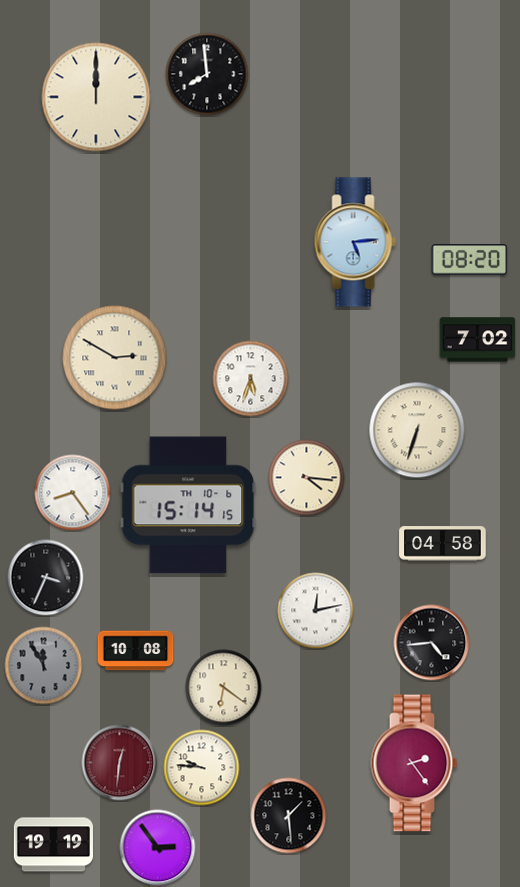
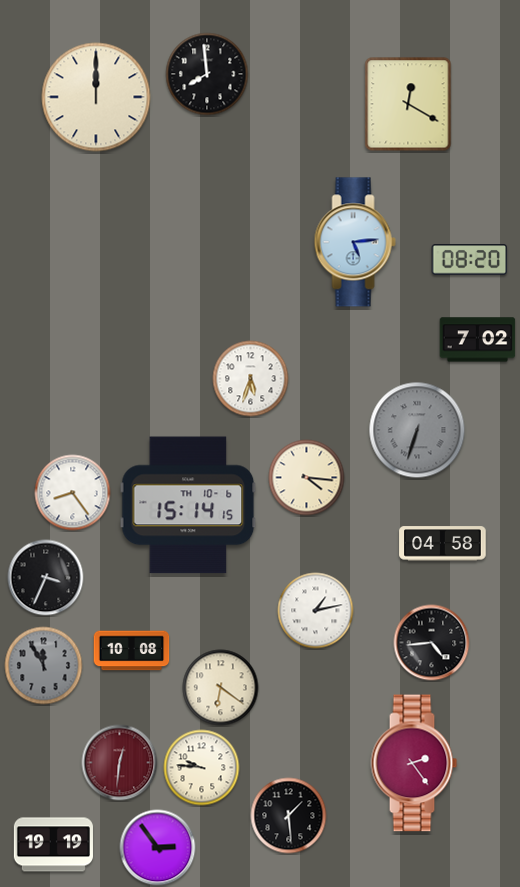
clock at (408, 104): none -> 12:20
clock at (115, 358): 2:50 -> none
clock at (417, 430) dial: cream -> grey
clock at (316, 611): 12:13 -> 1:13
clock at (136, 651) position: (136, 651) -> (132, 651)
clock at (224, 688) position: (224, 688) -> (221, 688)
